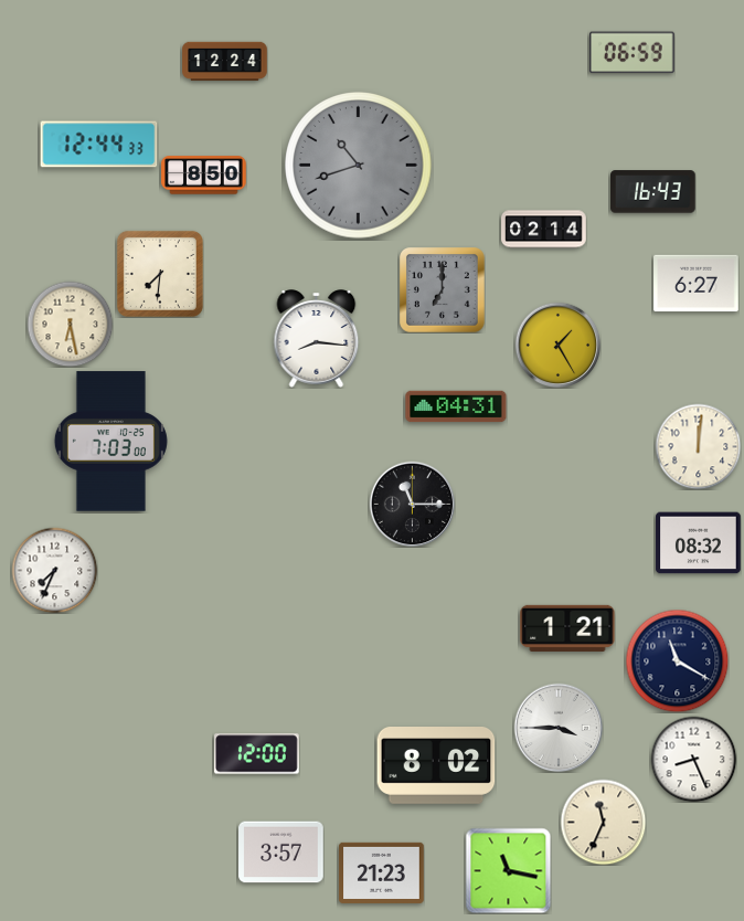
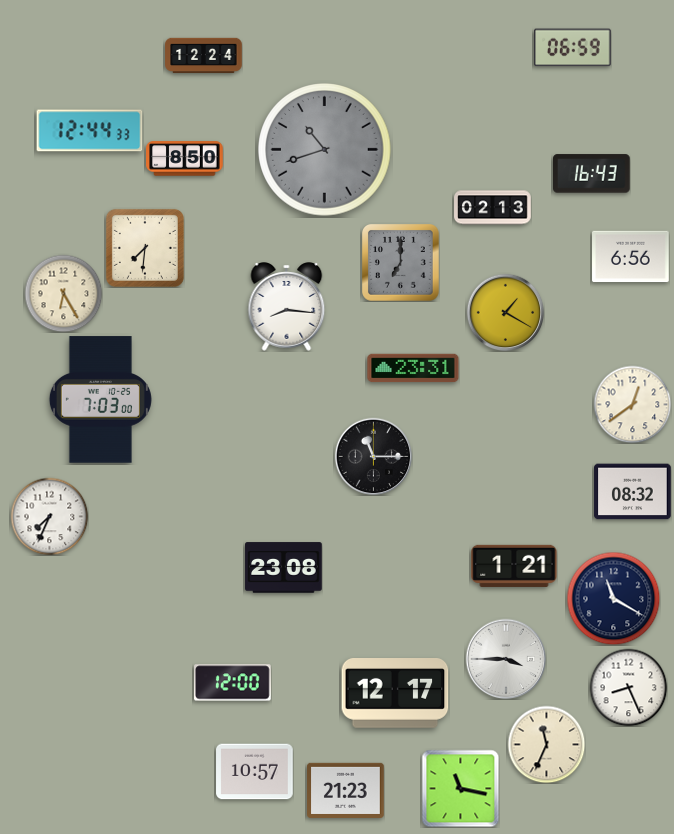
clock at (544, 230): 02:14 -> 02:13
clock at (697, 284): 6:27 -> 6:56
clock at (70, 324): 6:28 -> 6:25
clock at (557, 345): 1:25 -> 1:20
clock at (456, 406): 04:31 -> 23:31
clock at (698, 446): 12:01 -> 12:39
clock at (284, 568): none -> 23:08
clock at (567, 628) position: (567, 628) -> (514, 566)
clock at (436, 766): 8:02 -> 12:17
clock at (281, 853): 3:57 -> 10:57
